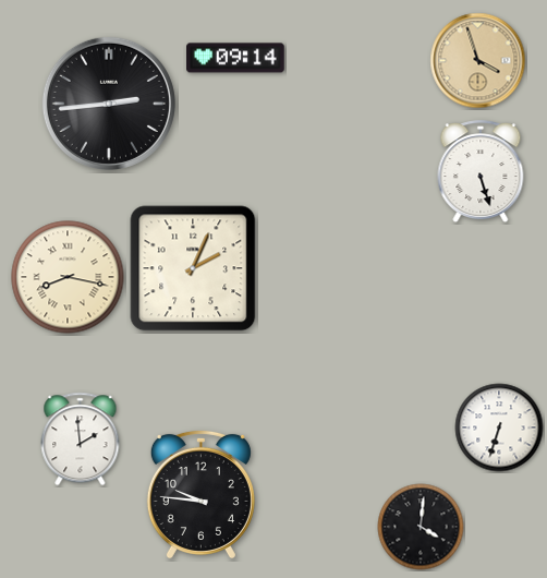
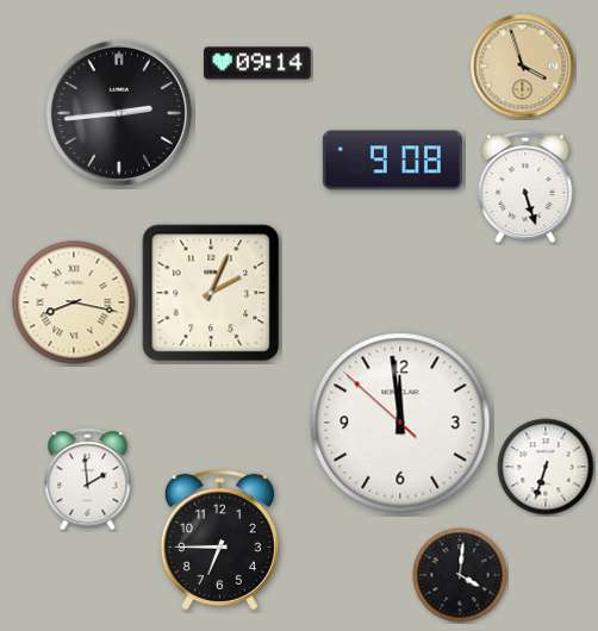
clock at (392, 161): none -> 9:08
clock at (400, 423): none -> 11:58
clock at (200, 494): 9:46 -> 6:45
